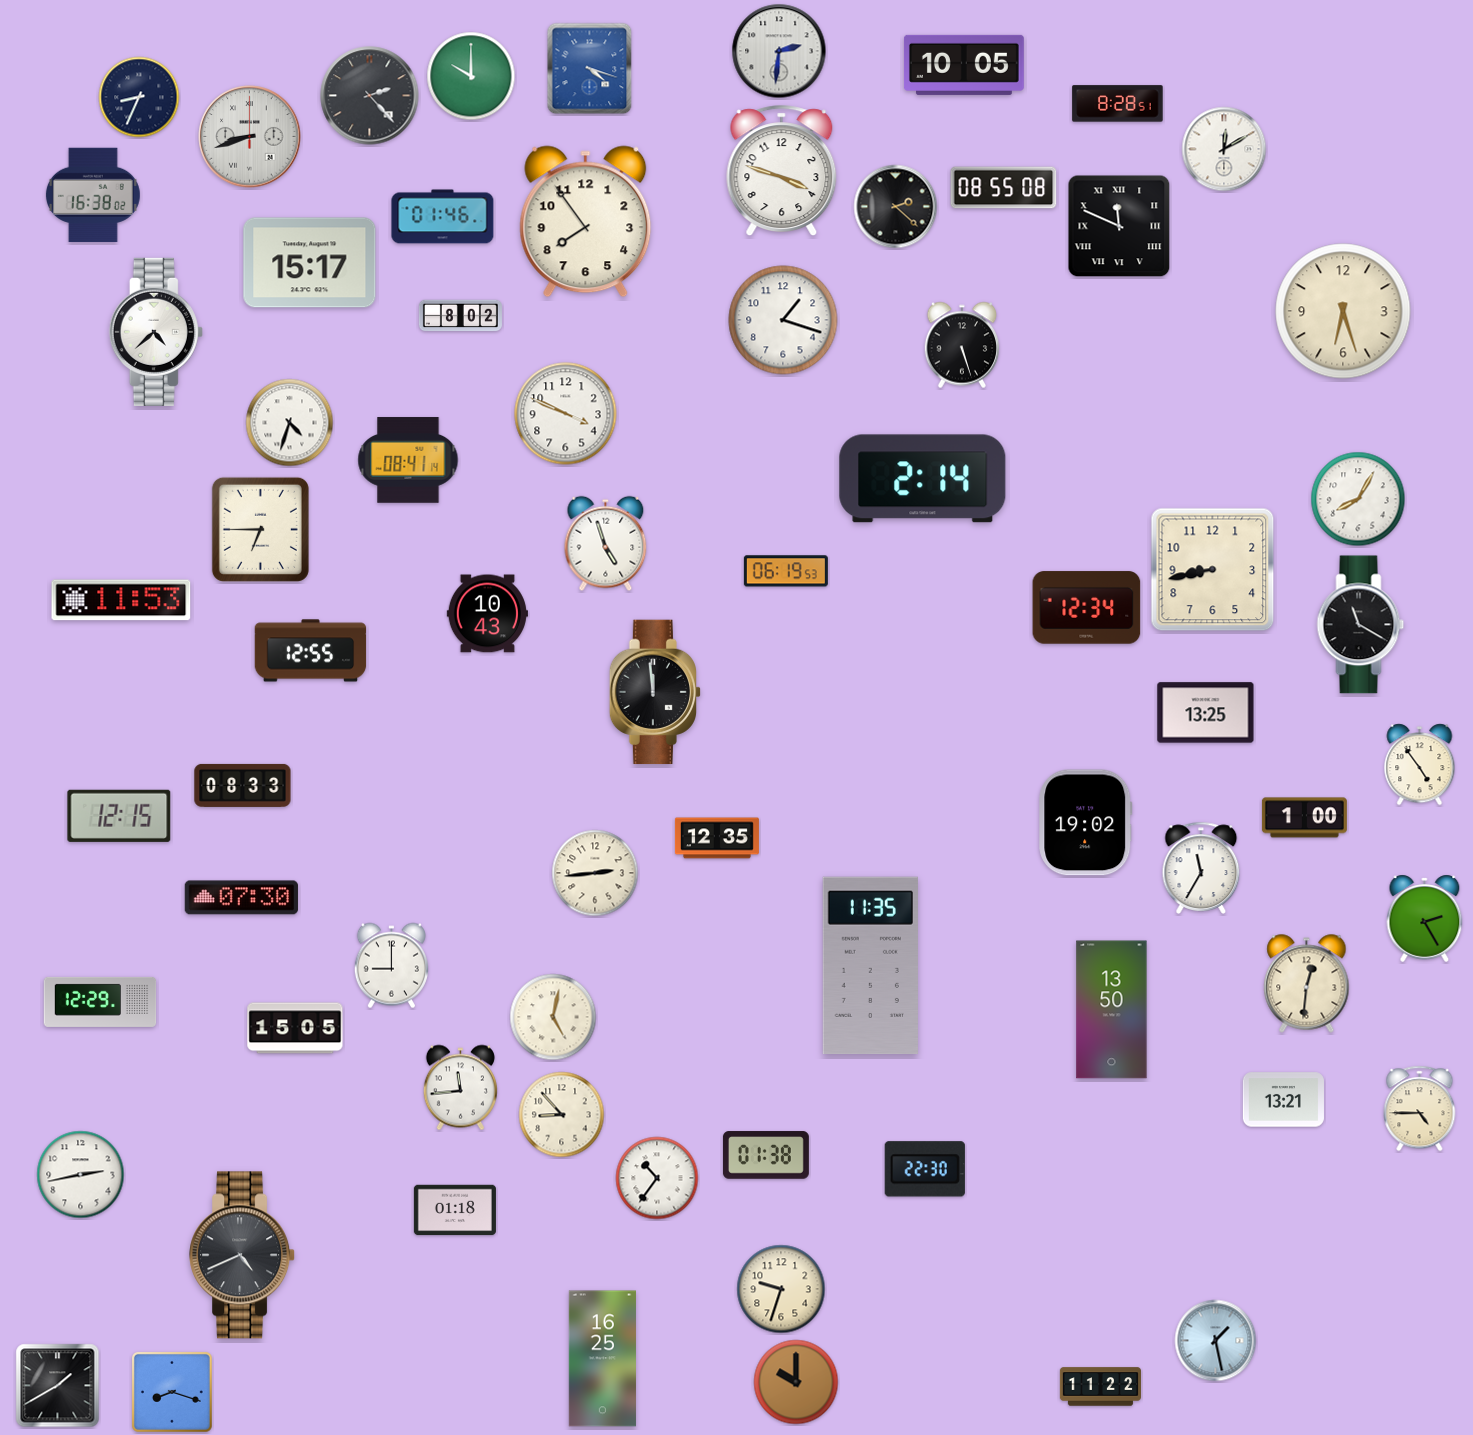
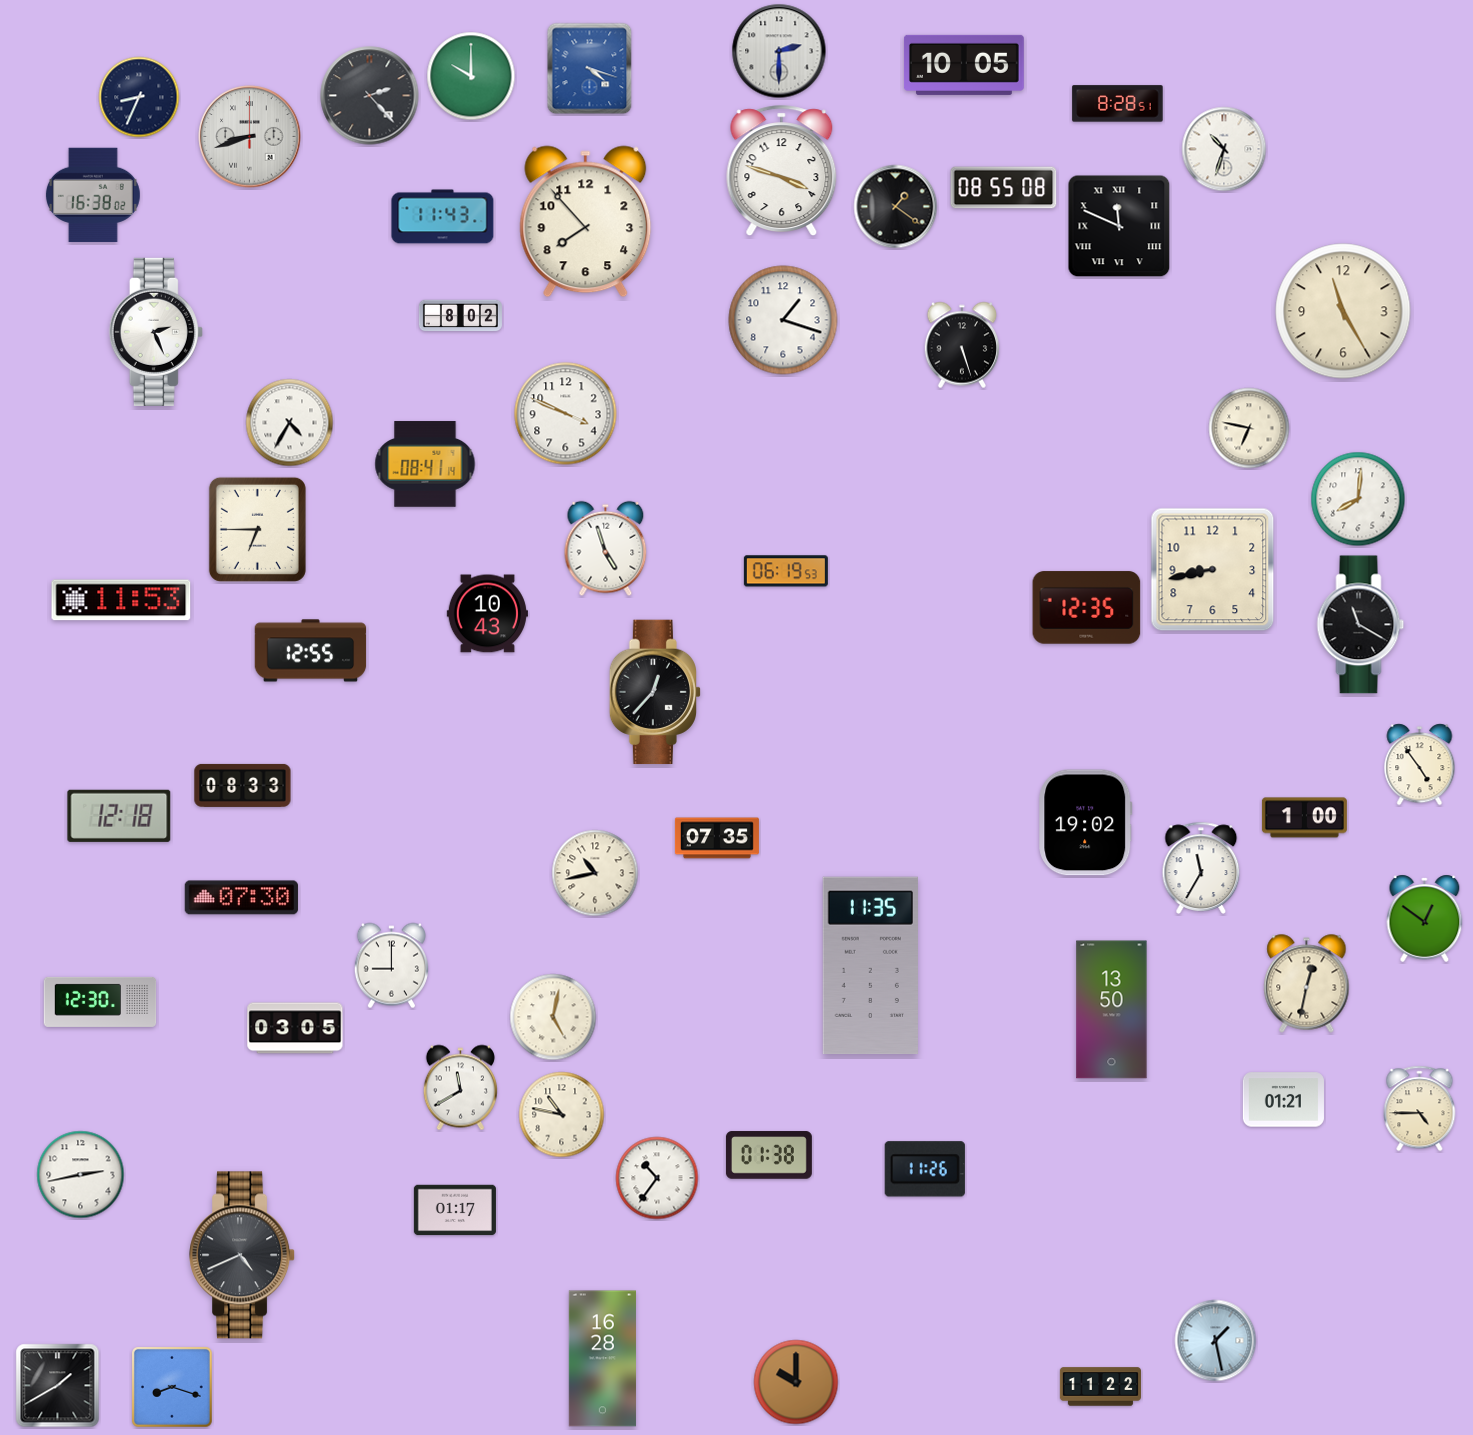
clock at (779, 51): 2:31 -> 2:30
clock at (1224, 149): 12:10 -> 10:33
clock at (896, 207): 2:22 -> 1:21
clock at (443, 217): 01:46 -> 11:43
clock at (586, 222): 7:54 -> 7:53
clock at (310, 263): 15:17 -> none
clock at (1343, 311): 6:27 -> 11:25
clock at (156, 332): 4:38 -> 2:26
clock at (290, 423): 4:33 -> 4:35
clock at (1249, 428): none -> 6:47
clock at (408, 460) position: (408, 460) -> (425, 464)
clock at (923, 479): 2:14 -> none
clock at (1358, 499): 8:05 -> 8:01
clock at (260, 529) position: (260, 529) -> (257, 529)
clock at (606, 544) position: (606, 544) -> (606, 549)
clock at (1087, 608): 12:34 -> 12:35
clock at (654, 692): 11:59 -> 12:37
clock at (1206, 713): 13:25 -> none
clock at (119, 816): 12:15 -> 12:18
clock at (717, 838): 12:35 -> 07:35
clock at (595, 873): 2:44 -> 10:43
clock at (1425, 918): 2:25 -> 12:51
clock at (1307, 984): 12:31 -> 12:32
clock at (100, 1002): 12:29 -> 12:30
clock at (295, 1028): 15:05 -> 03:05
clock at (460, 1088): 11:44 -> 11:40
clock at (1283, 1100): 13:21 -> 01:21
clock at (562, 1115): 8:53 -> 10:47
clock at (766, 1155) position: (766, 1155) -> (769, 1155)
clock at (925, 1169): 22:30 -> 11:26
clock at (455, 1210): 01:18 -> 01:17
clock at (781, 1289): 9:33 -> none
clock at (602, 1359): 16:25 -> 16:28
clock at (172, 1392) position: (172, 1392) -> (172, 1387)
